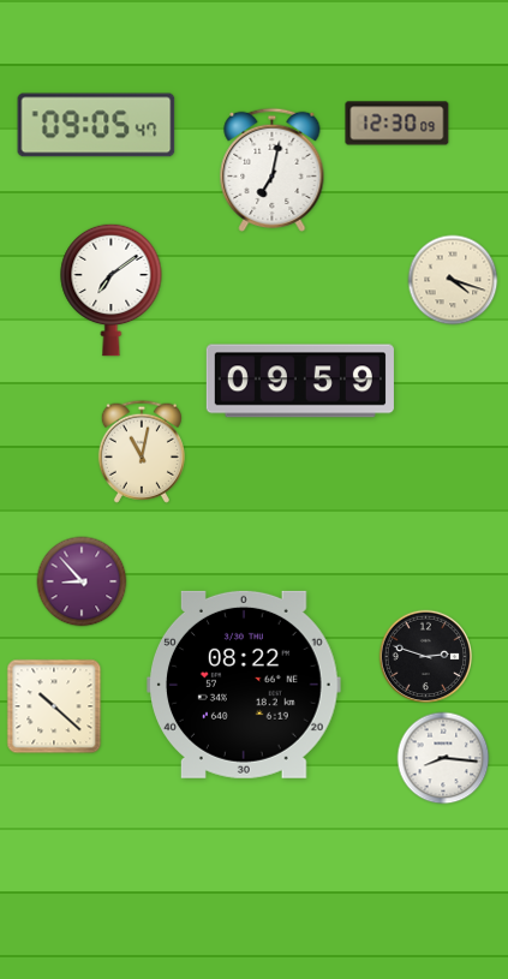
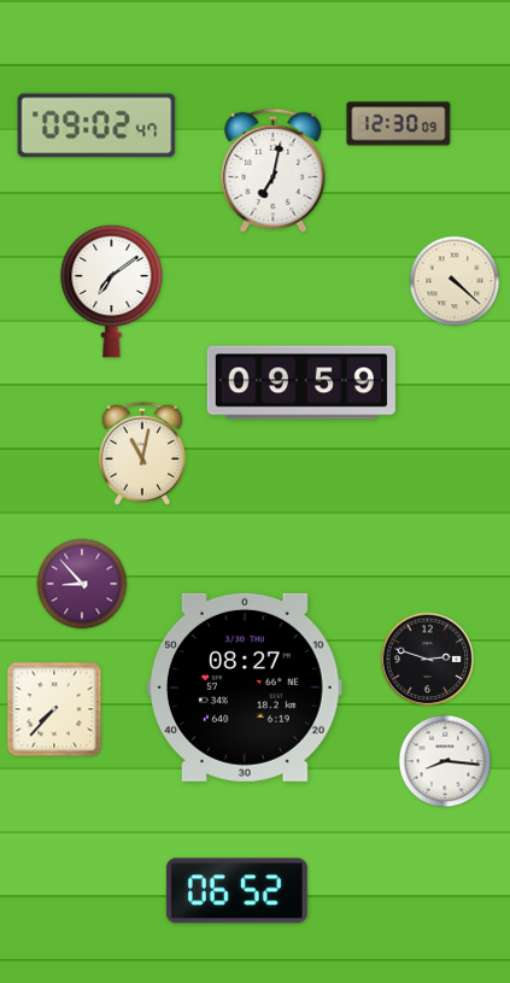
clock at (96, 125): 09:05 -> 09:02
clock at (453, 280): 4:18 -> 4:22
clock at (245, 685): 08:22 -> 08:27
clock at (54, 706): 10:22 -> 7:37
clock at (236, 891): none -> 06:52
